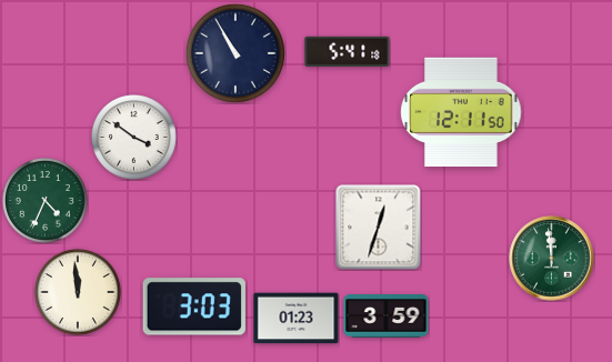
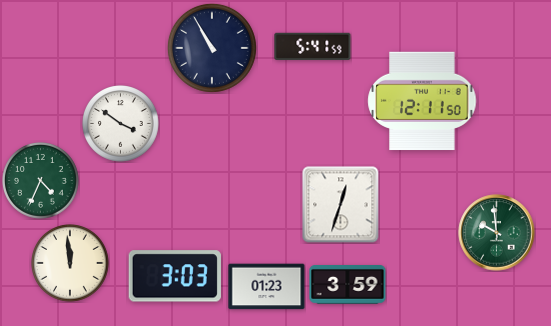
clock at (348, 51): 5:41:18 -> 5:41:59
clock at (461, 112) position: (461, 112) -> (422, 101)
clock at (552, 259): 11:59 -> 9:59
